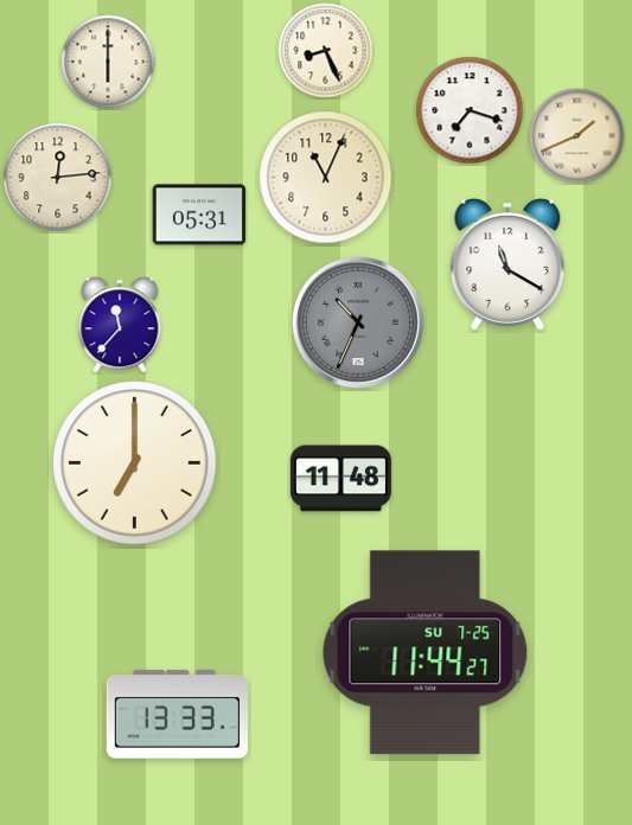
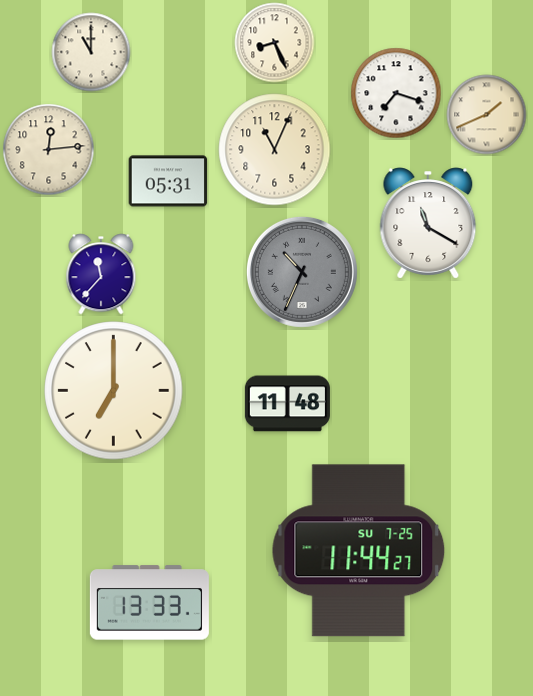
clock at (108, 62): 6:00 -> 11:00
